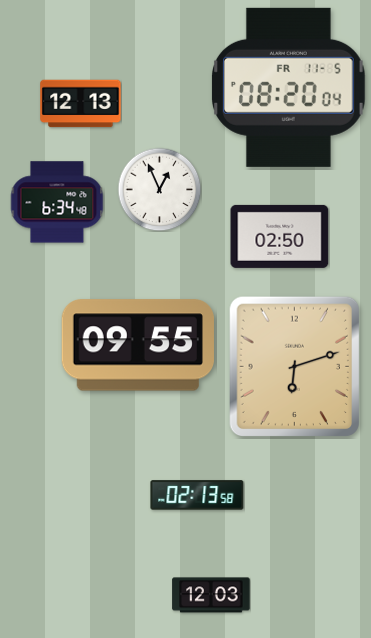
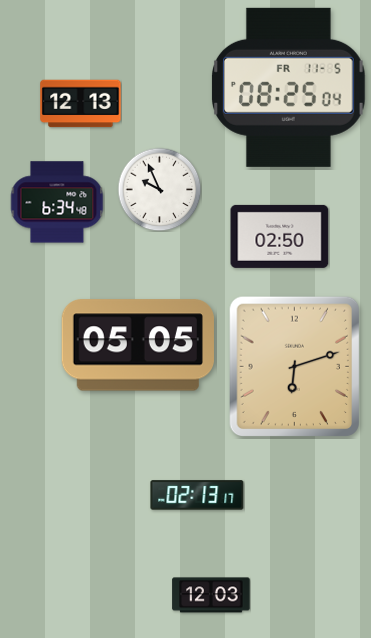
clock at (289, 87): 08:20 -> 08:25
clock at (159, 189): 12:56 -> 9:56
clock at (138, 345): 09:55 -> 05:05
clock at (197, 495): 02:13:58 -> 02:13:17
